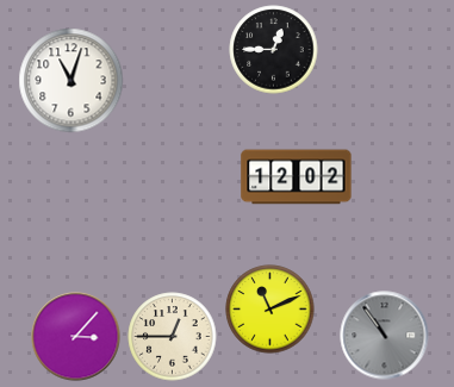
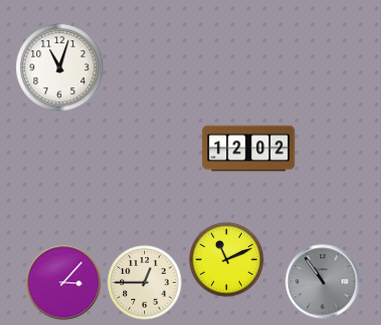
clock at (274, 50): 12:45 -> none
